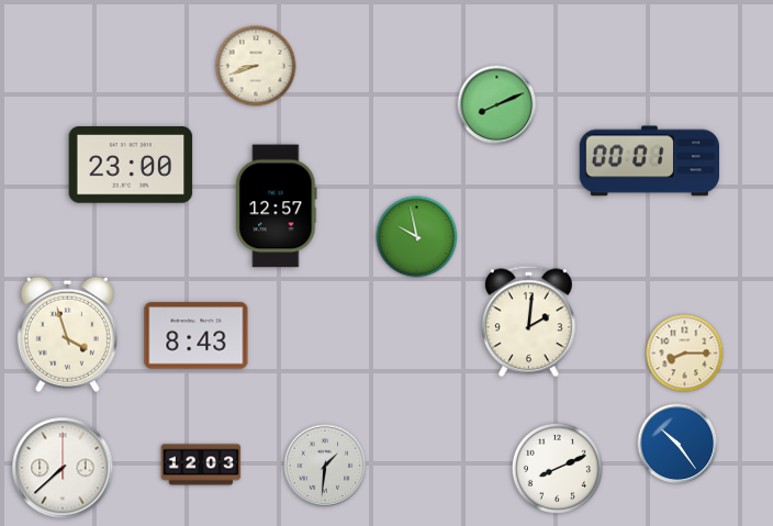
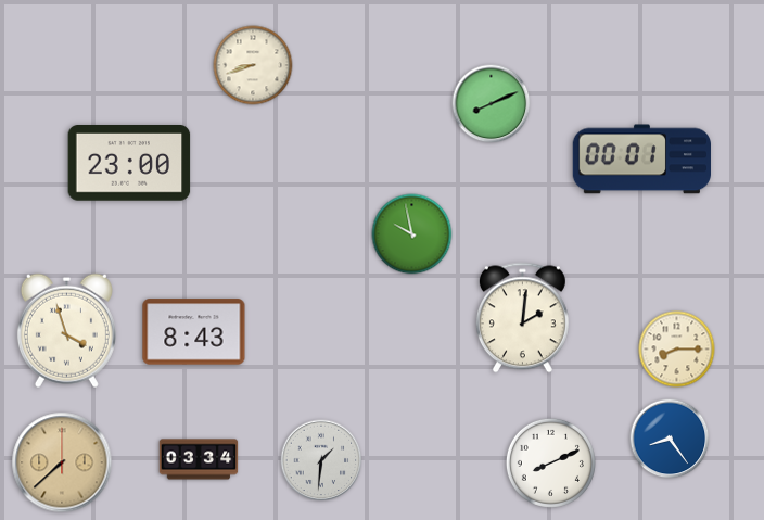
clock at (277, 206): 12:57 -> none
clock at (677, 444): 10:24 -> 8:24
clock at (201, 465): 12:03 -> 03:34
clock at (63, 468) dial: white -> champagne
